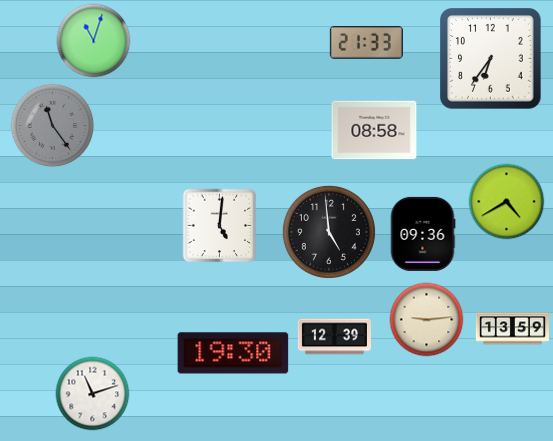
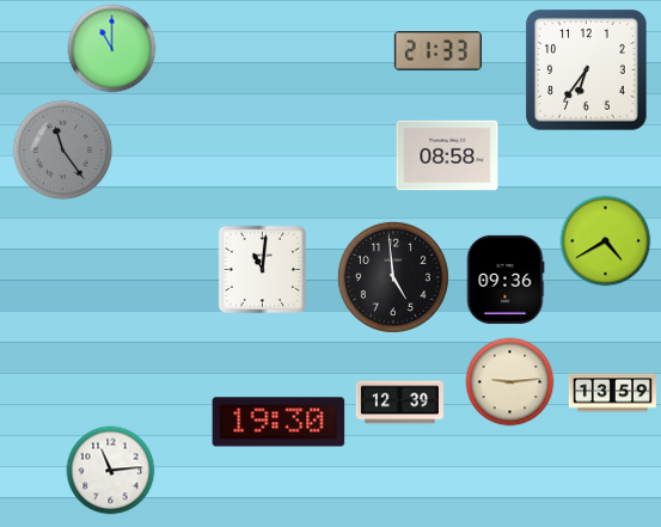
clock at (94, 41): 11:03 -> 11:00
clock at (220, 226): 5:01 -> 11:01
clock at (93, 394): 11:12 -> 11:14
